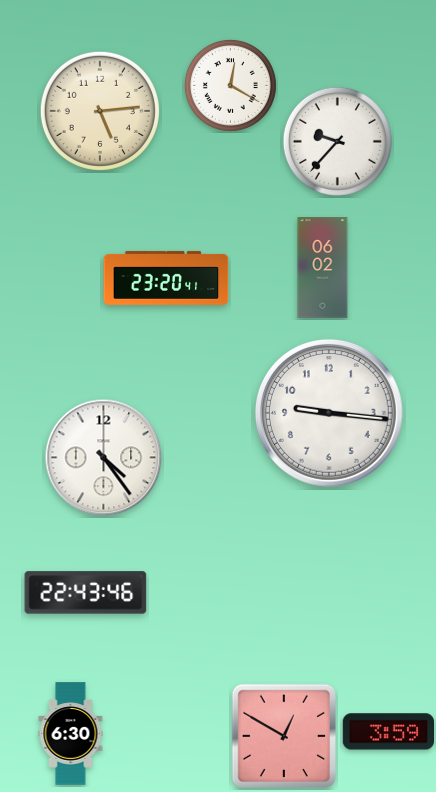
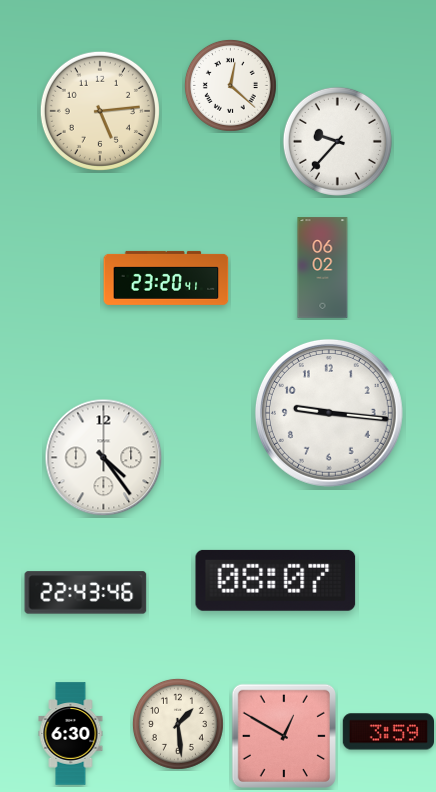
clock at (230, 85): 12:20 -> 12:22
clock at (276, 580): none -> 08:07
clock at (178, 724): none -> 1:29
